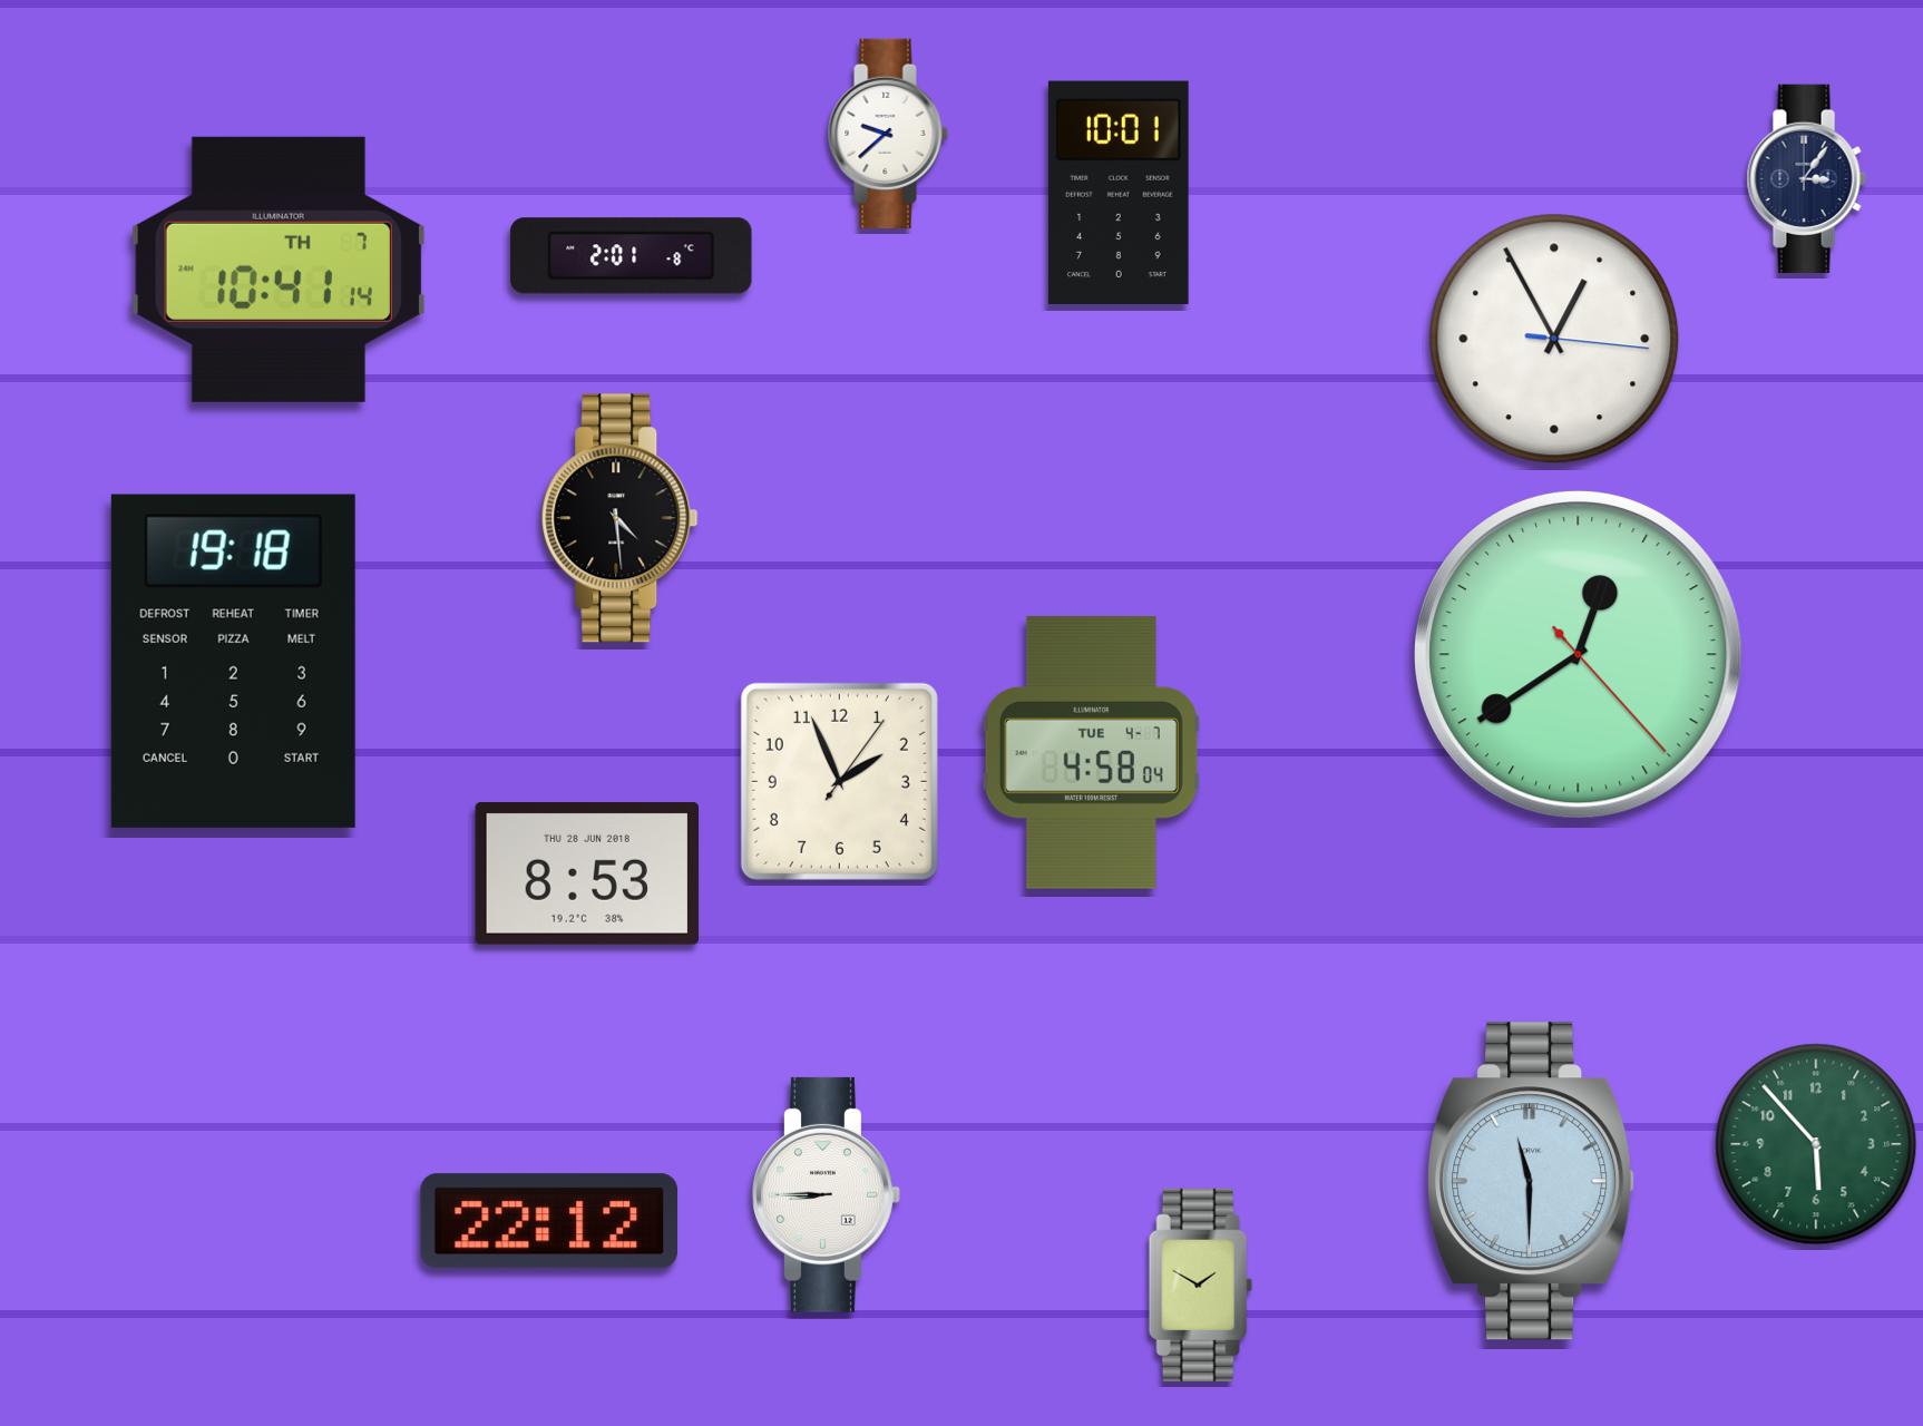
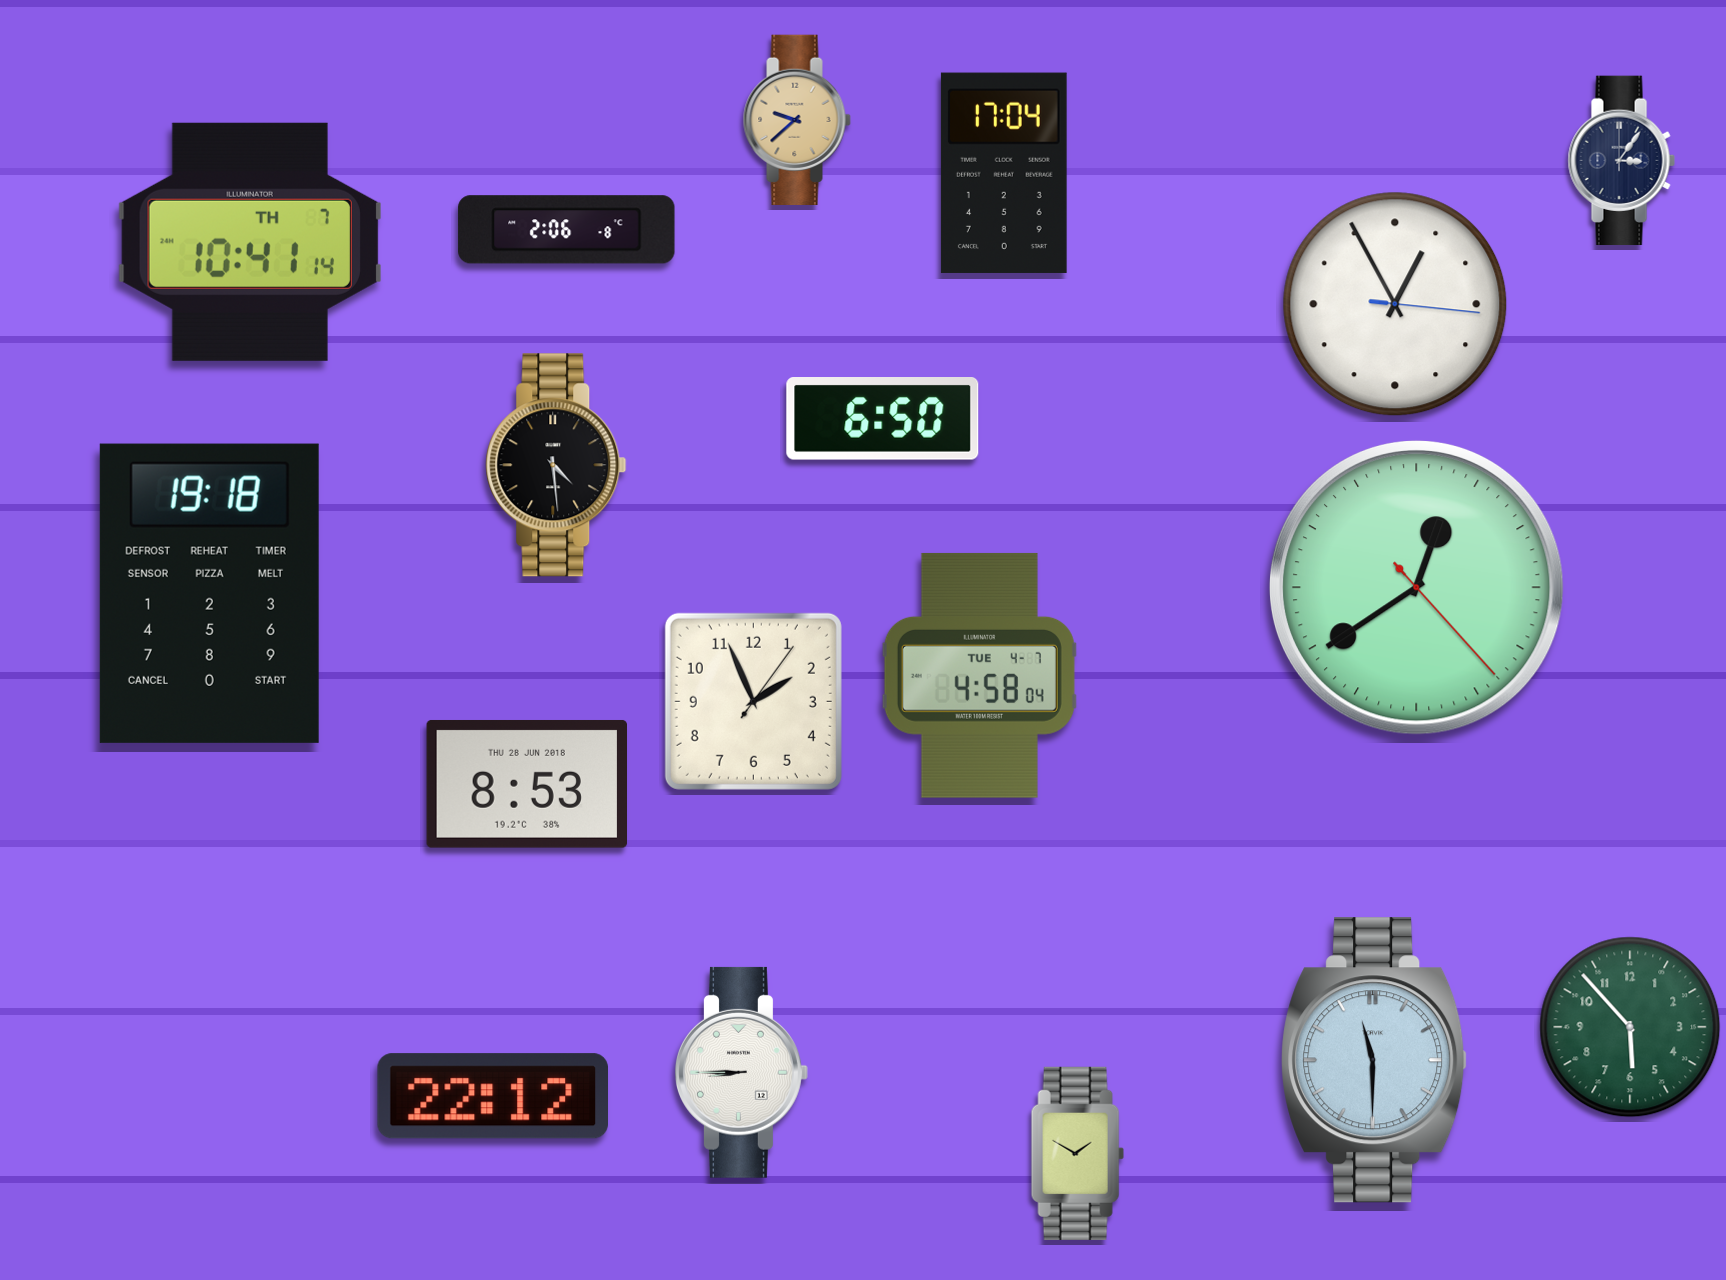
clock at (888, 133) dial: white -> champagne
clock at (1119, 193): 10:01 -> 17:04
clock at (632, 256): 2:01 -> 2:06
clock at (883, 419): none -> 6:50
